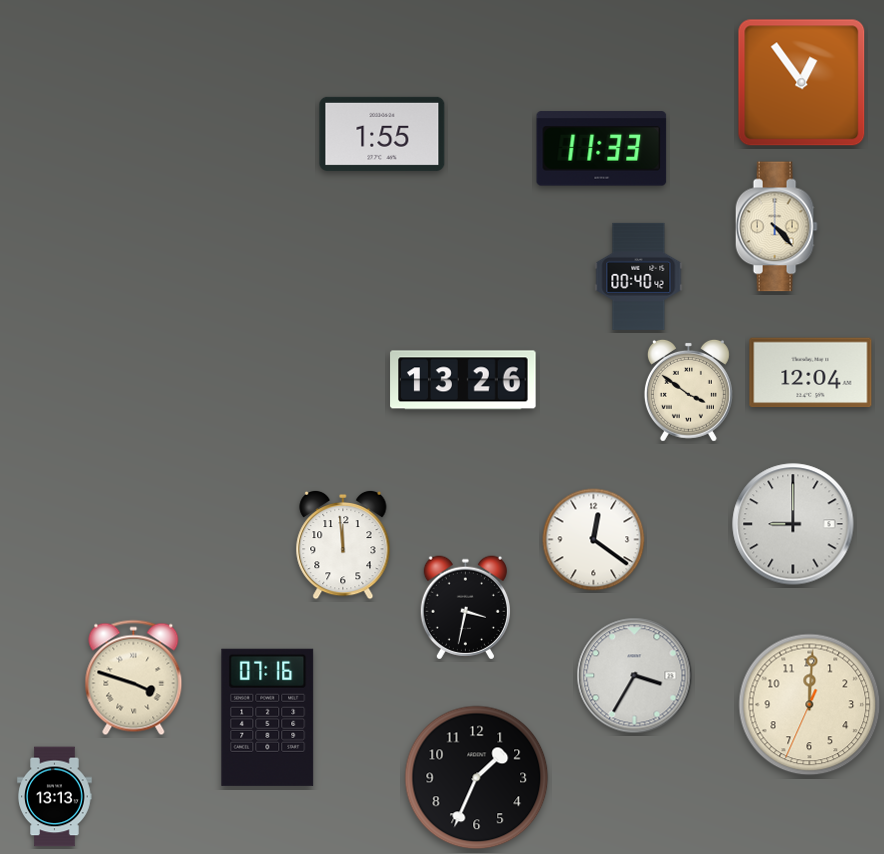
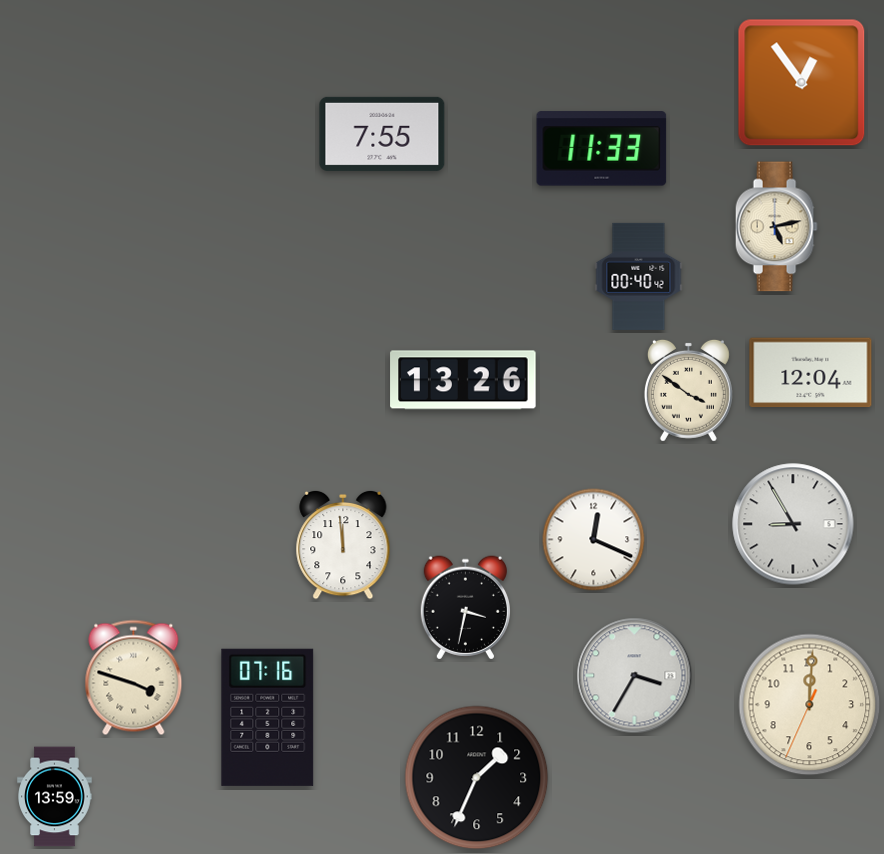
clock at (382, 134): 1:55 -> 7:55
clock at (776, 227): 4:23 -> 5:13
clock at (793, 524): 9:00 -> 8:55
clock at (594, 540): 12:21 -> 12:19
clock at (55, 797): 13:13 -> 13:59
